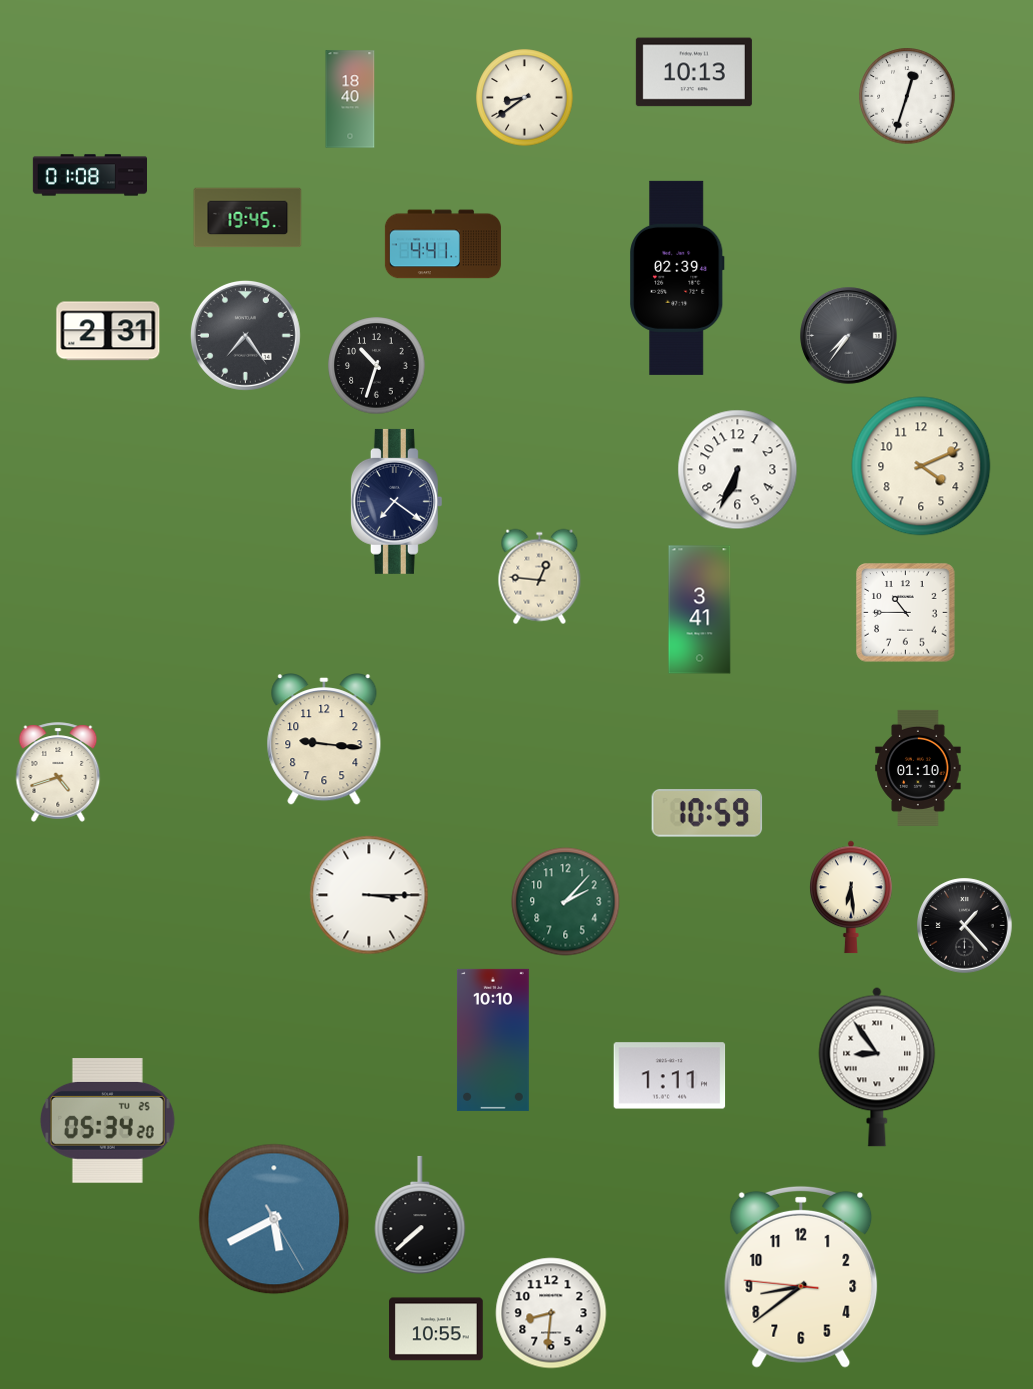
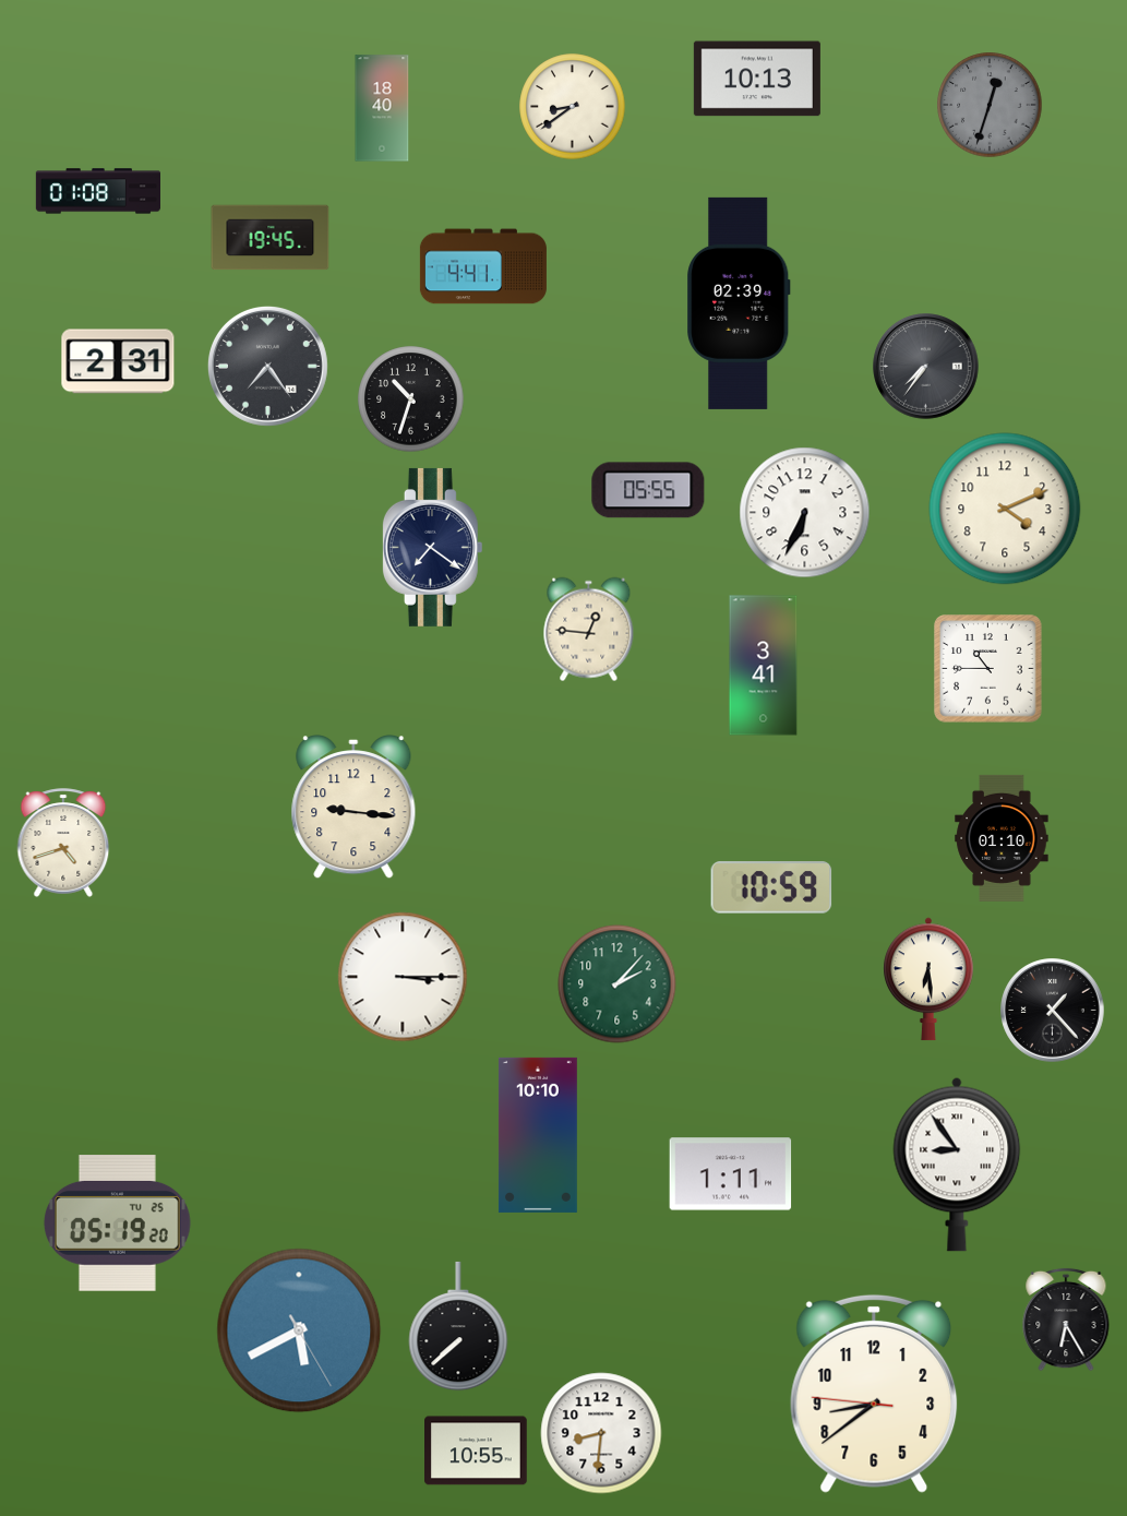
clock at (907, 96) dial: white -> grey
clock at (648, 490): none -> 05:55
clock at (107, 1121): 05:34 -> 05:19
clock at (1066, 1320): none -> 6:25
